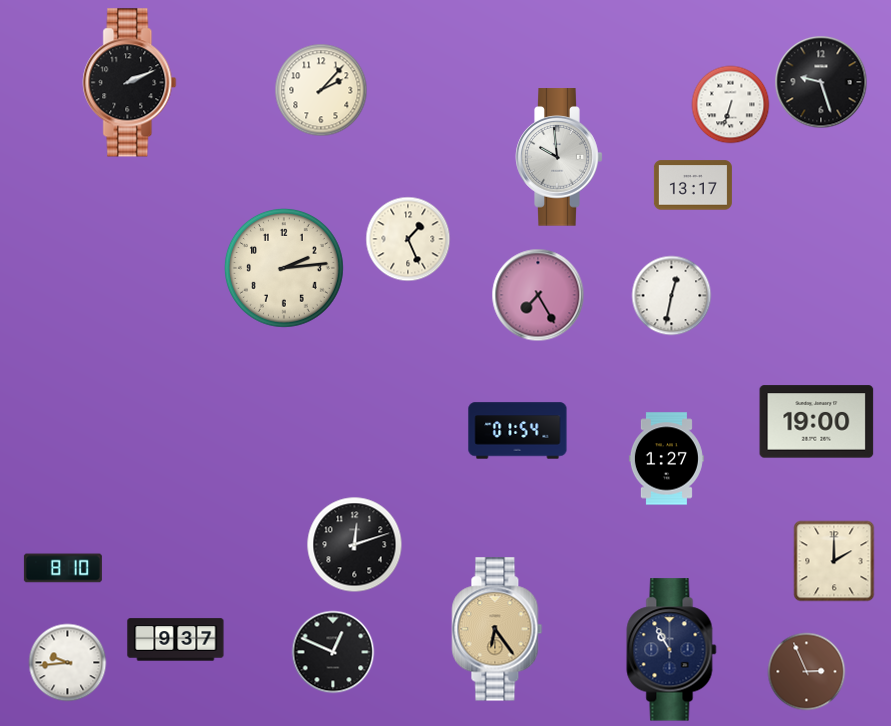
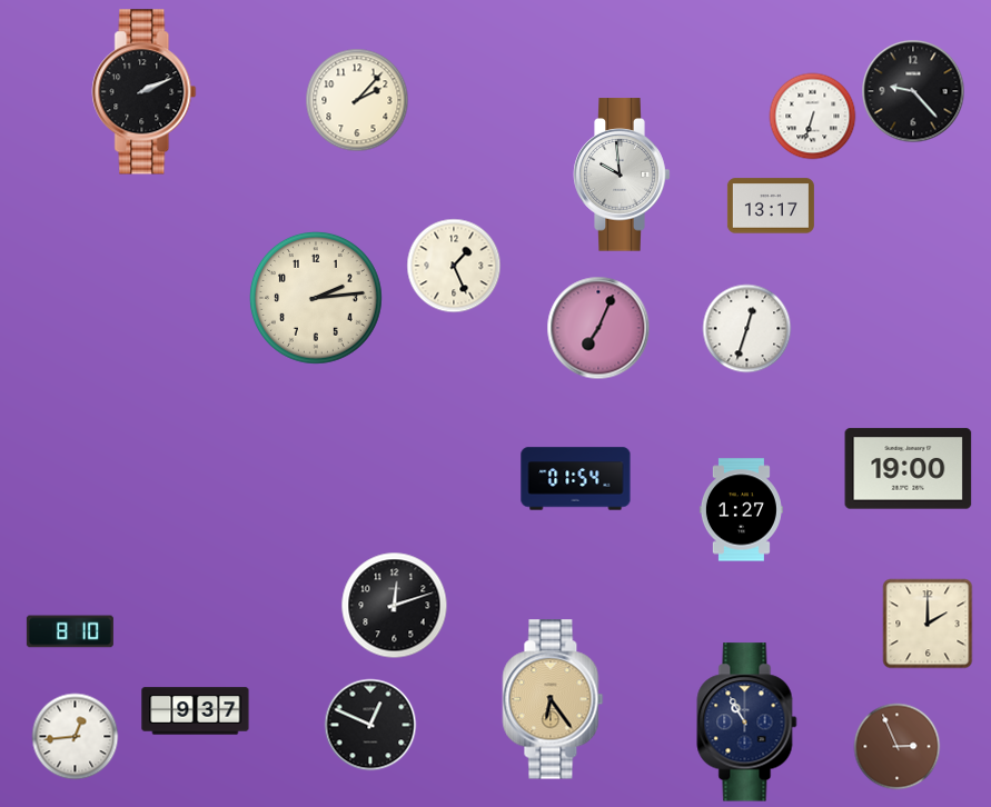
clock at (821, 82): 9:27 -> 9:23
clock at (538, 295): 7:25 -> 7:04
clock at (671, 295): 12:32 -> 12:33
clock at (67, 662): 9:44 -> 12:44
